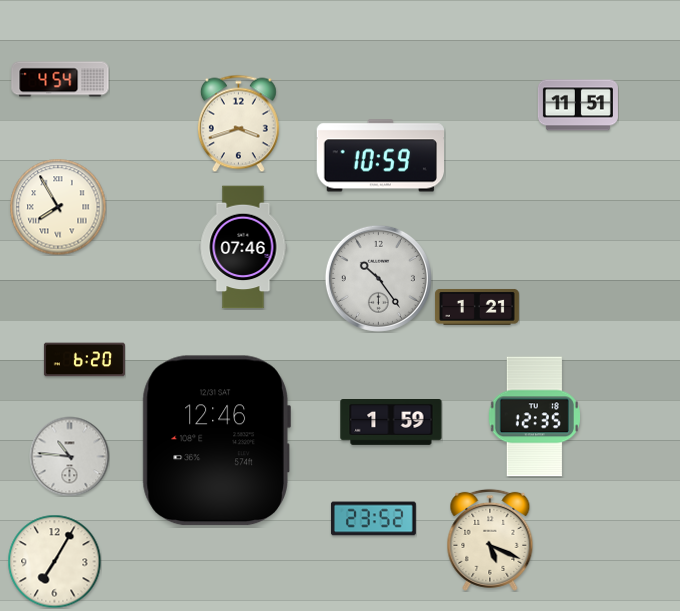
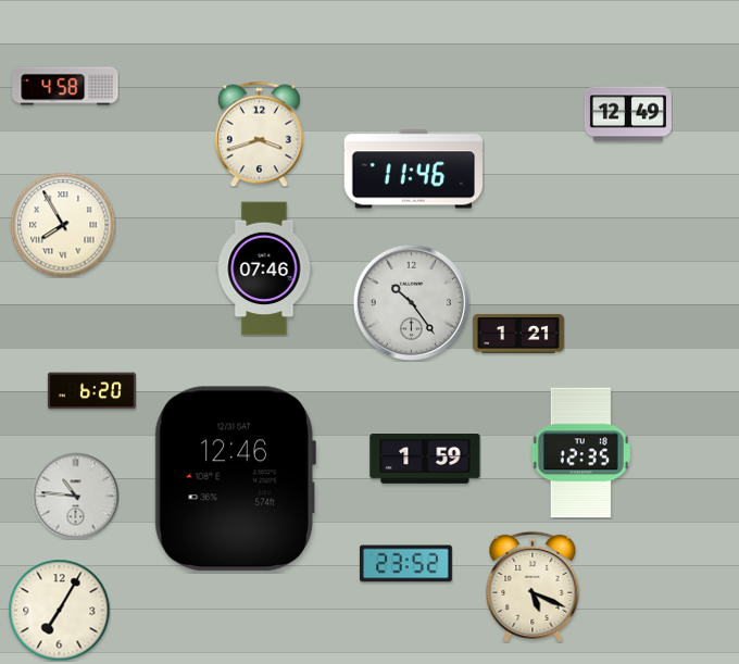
clock at (60, 79): 4:54 -> 4:58
clock at (578, 105): 11:51 -> 12:49
clock at (380, 156): 10:59 -> 11:46
